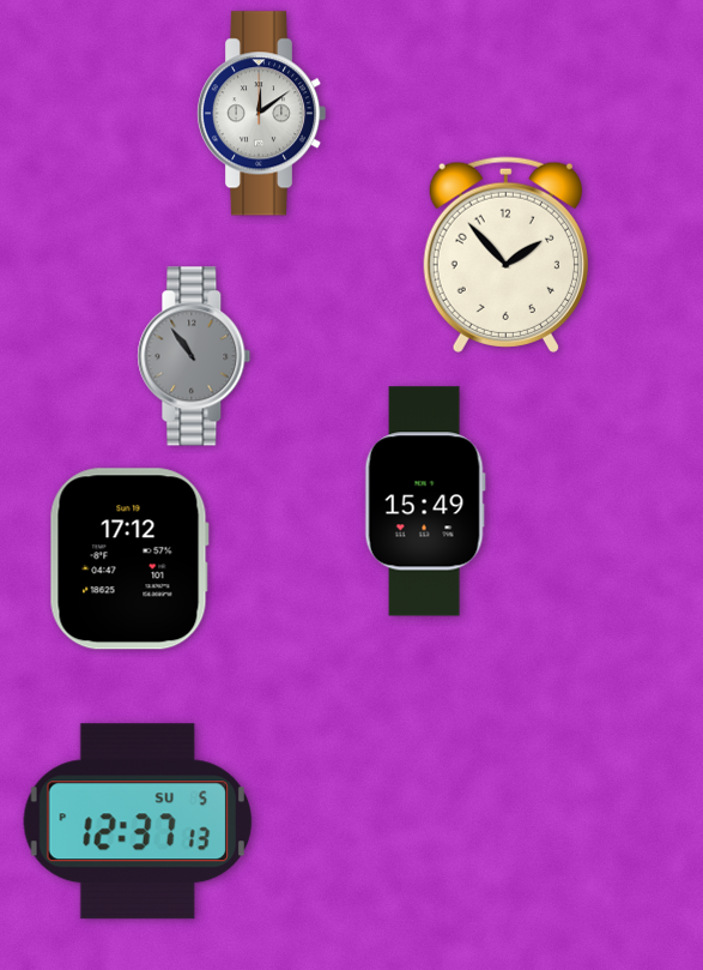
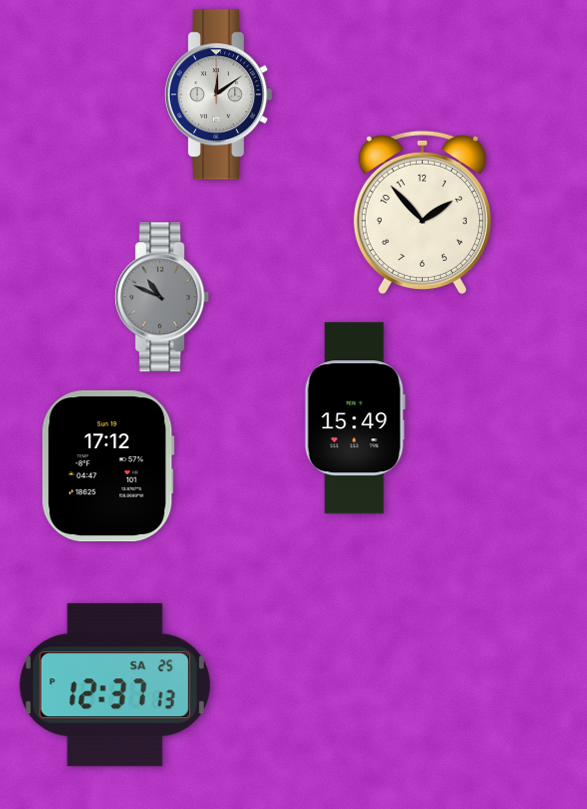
clock at (194, 356): 10:54 -> 10:49
clock at (138, 821) date: SU 5 -> SA 25
